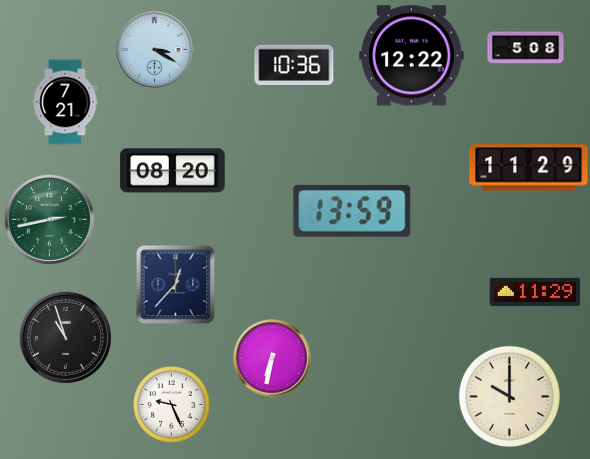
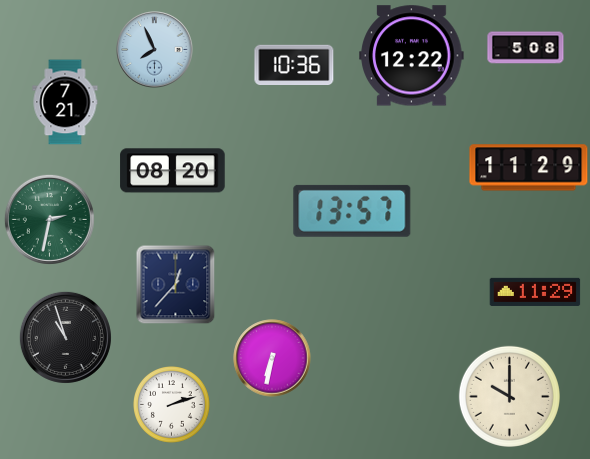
clock at (155, 50): 3:20 -> 7:56
clock at (352, 211): 13:59 -> 13:57
clock at (49, 219): 2:43 -> 2:32
clock at (172, 405): 9:26 -> 2:12
